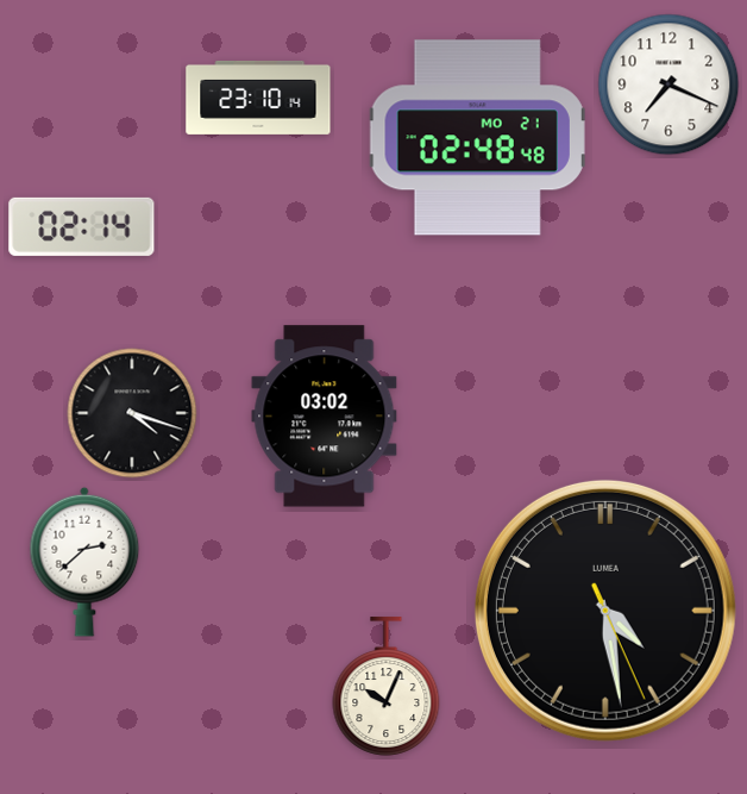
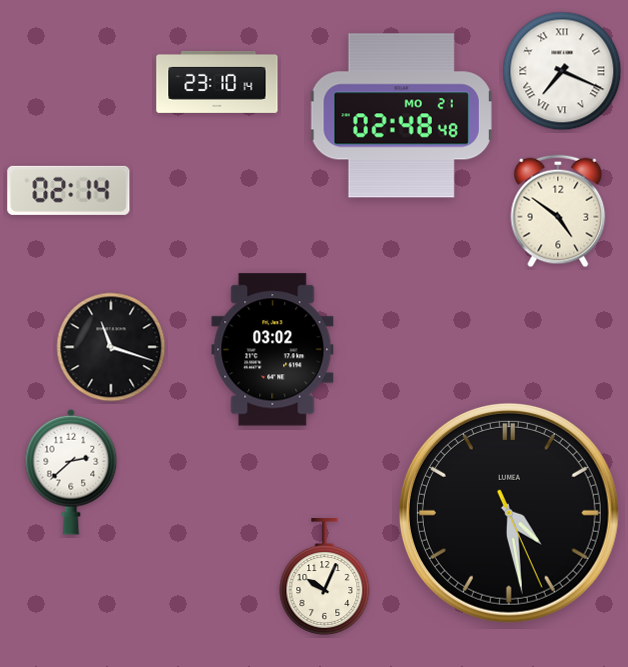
clock at (668, 85) numerals: Arabic -> Roman
clock at (558, 211): none -> 4:51
clock at (132, 413): 4:18 -> 11:18
